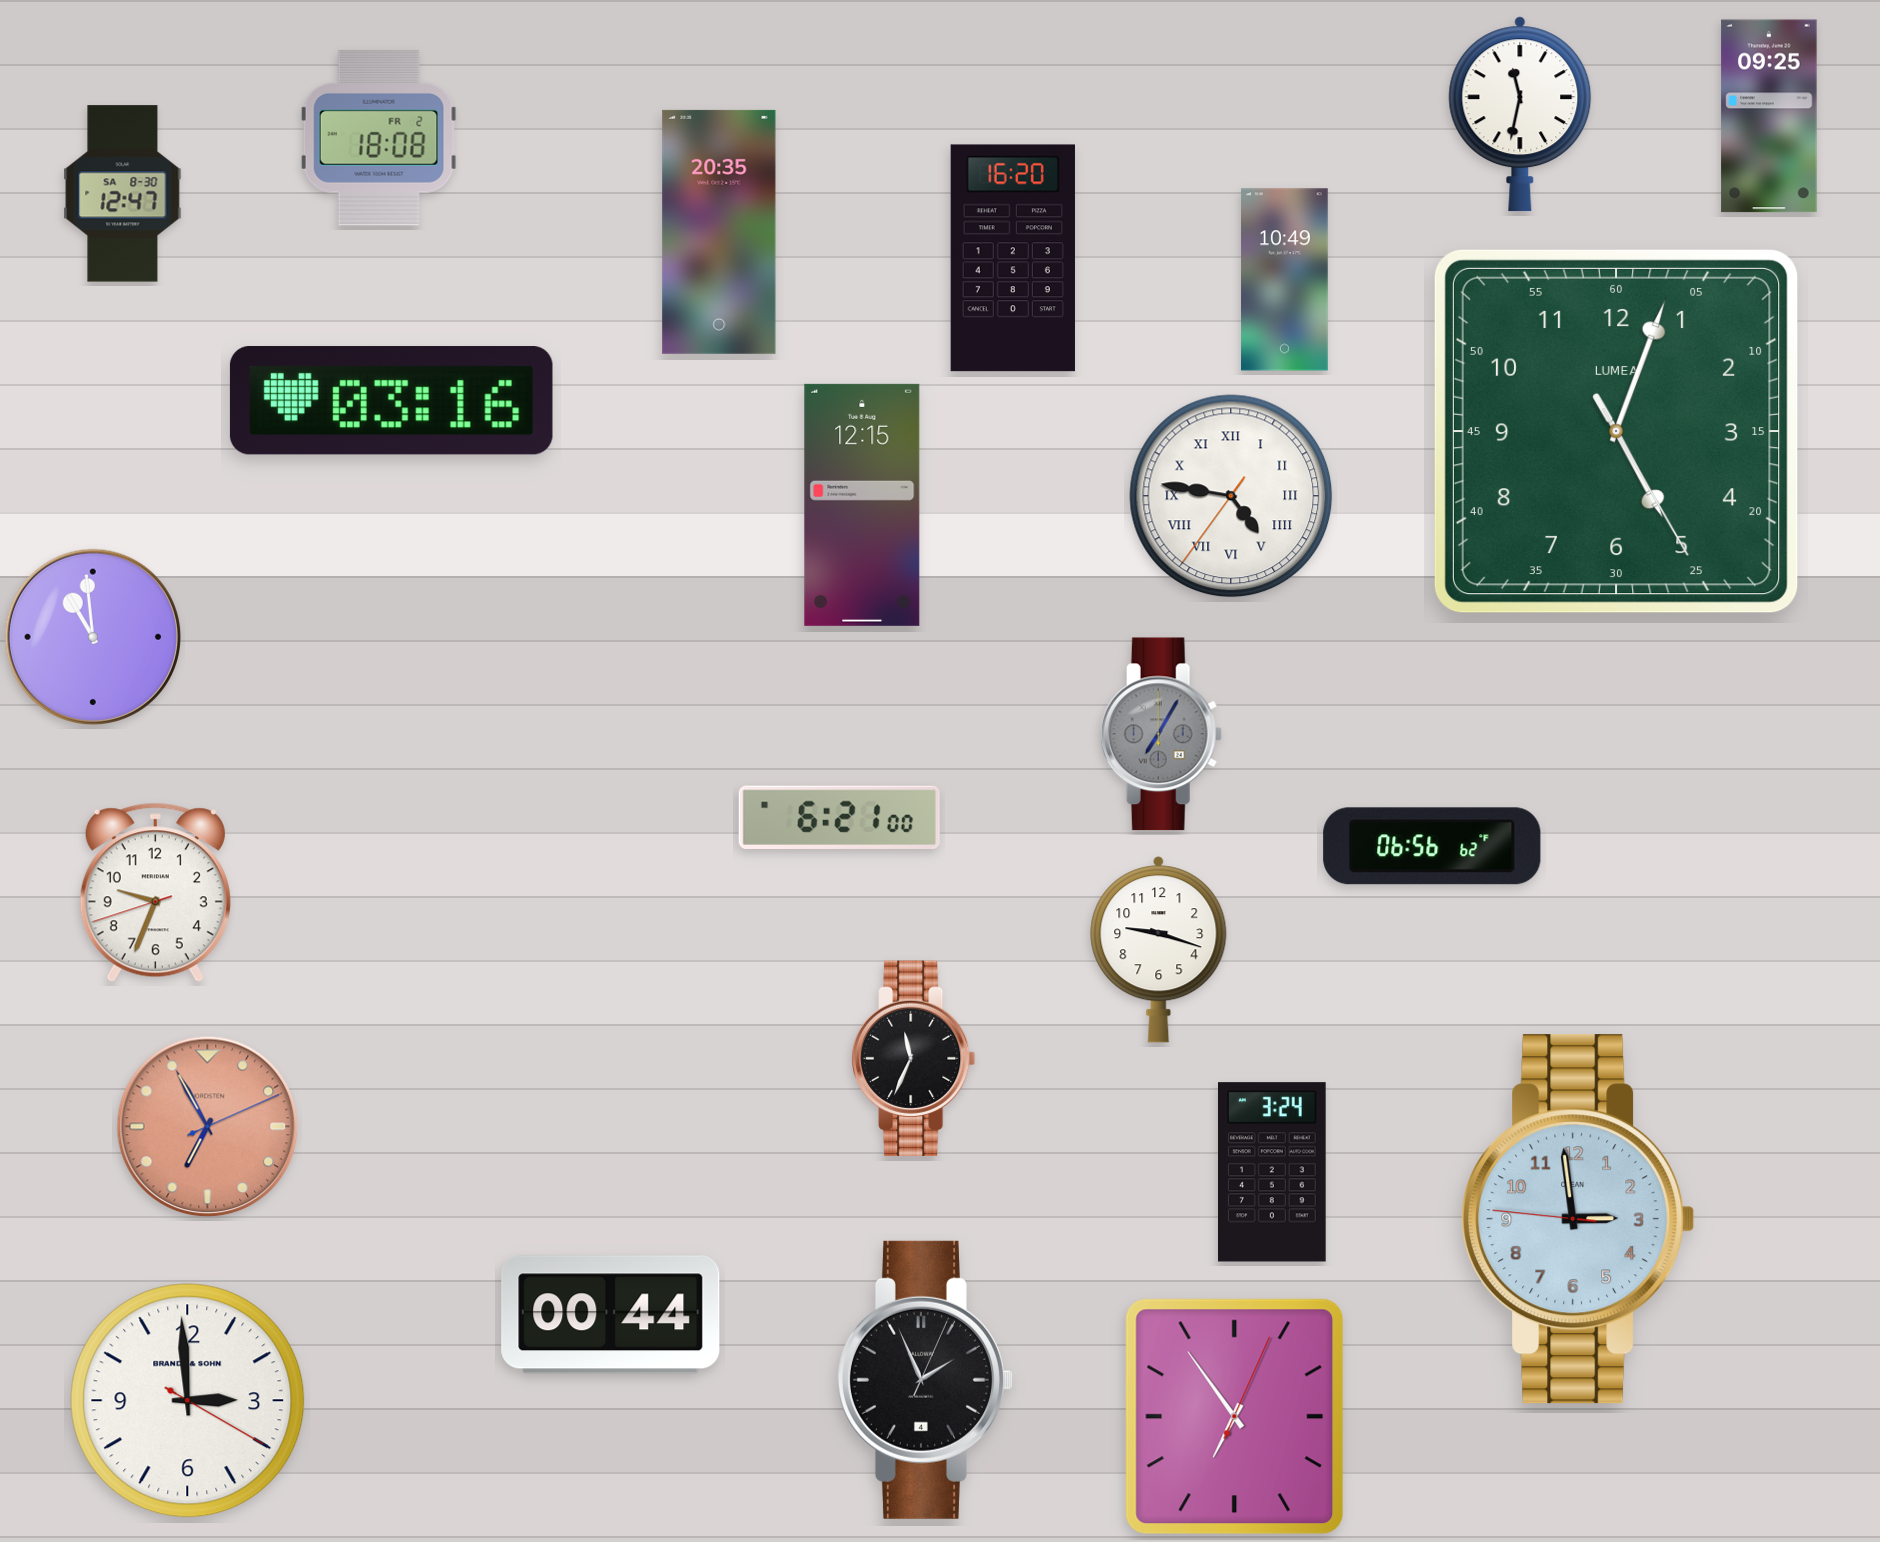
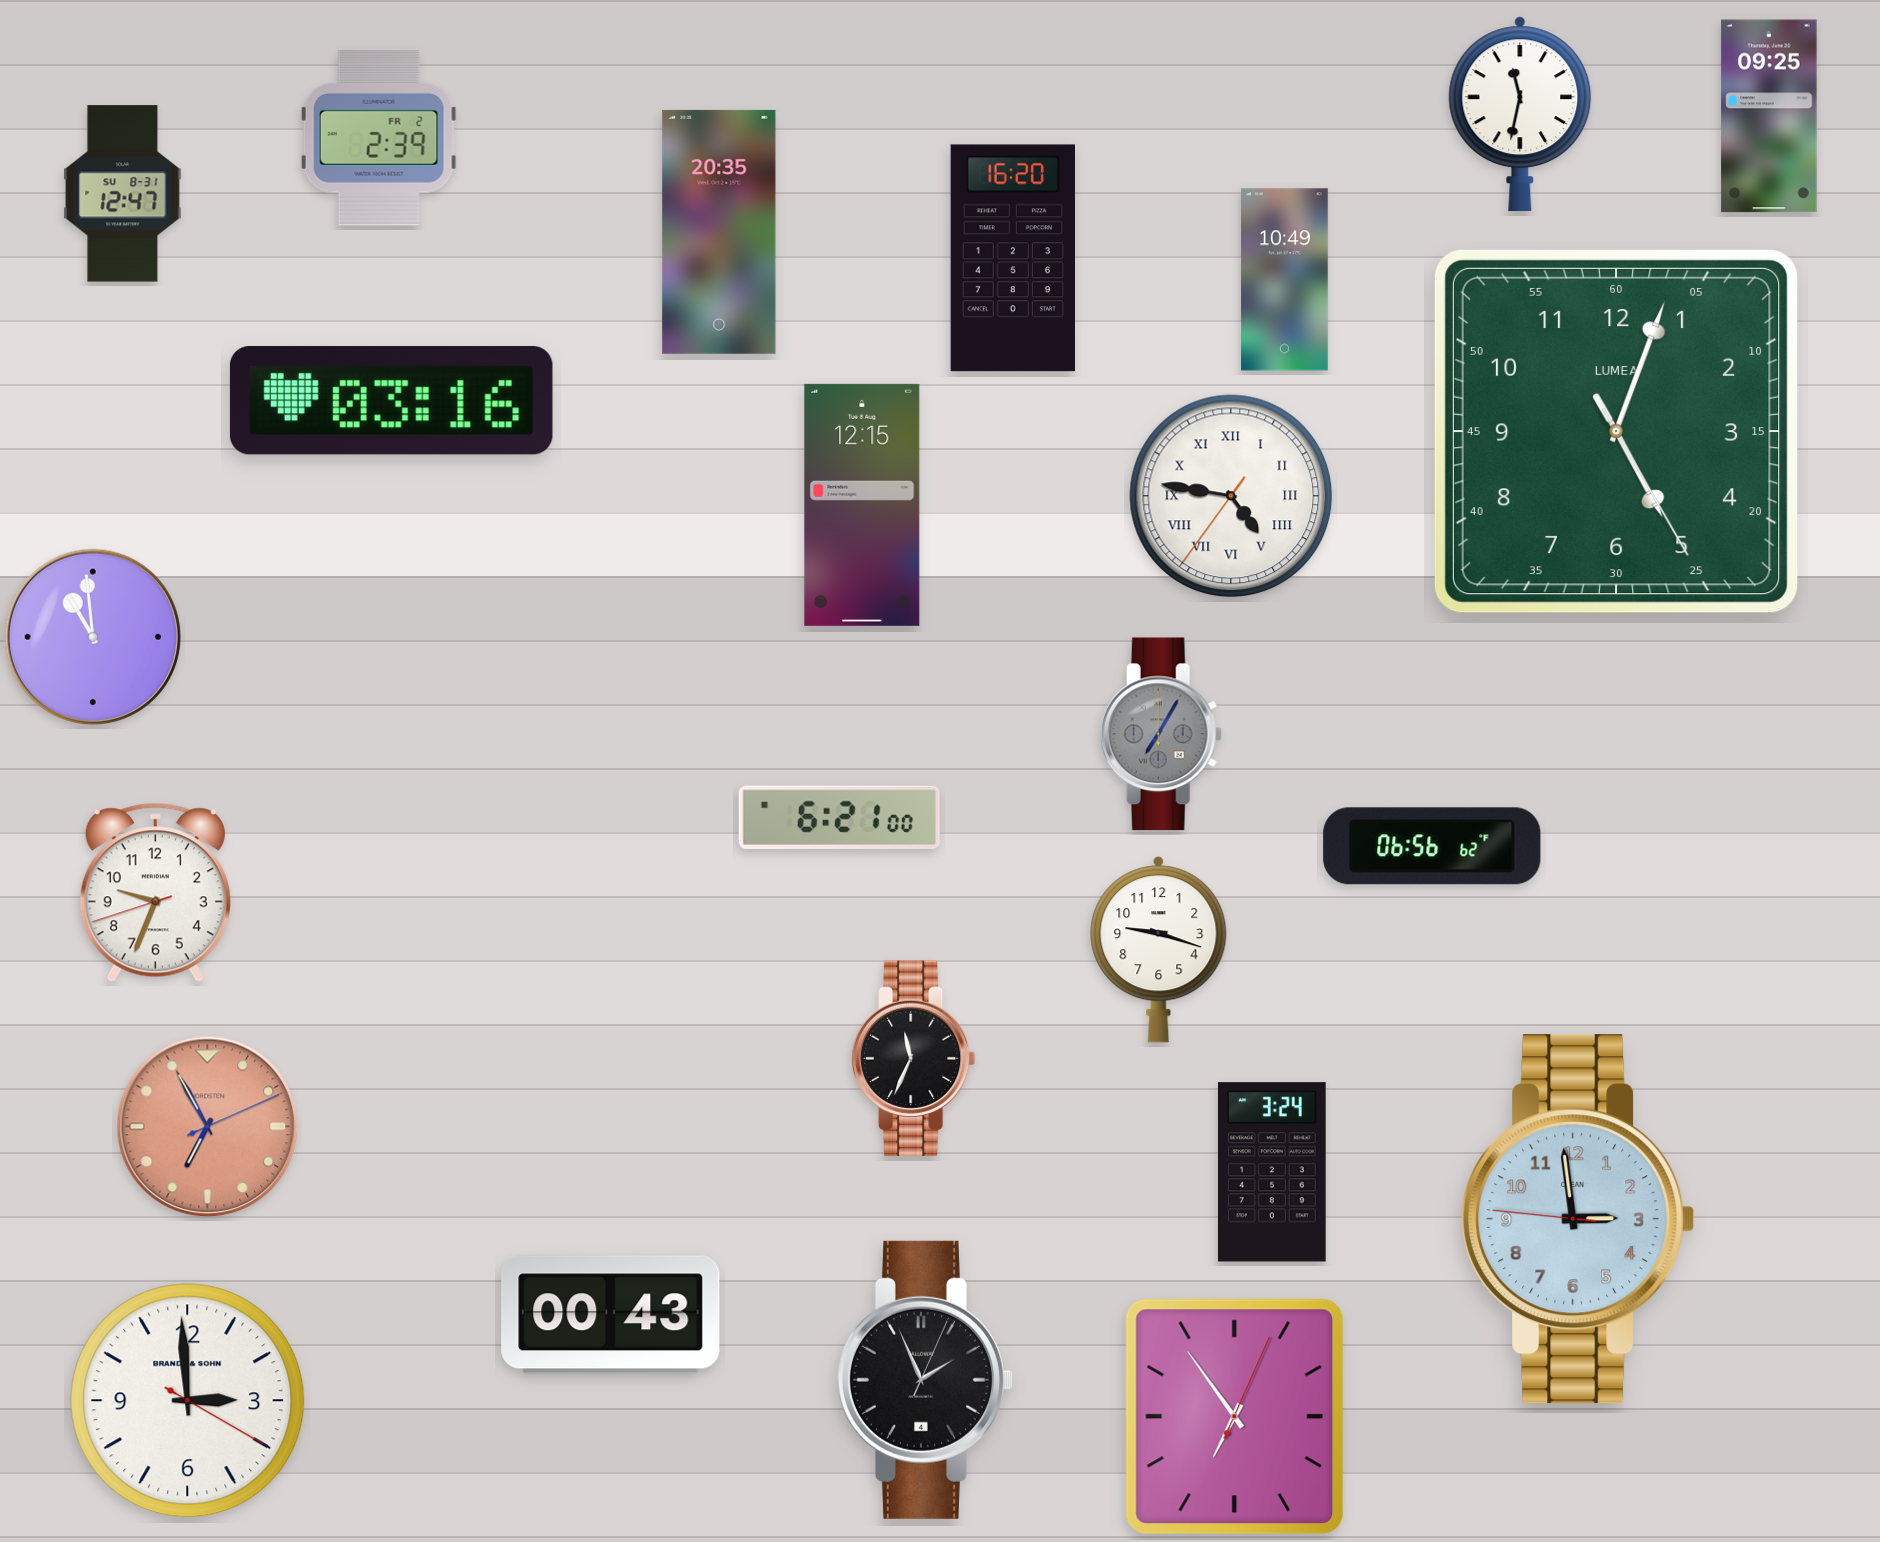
clock at (379, 138): 18:08 -> 2:39
clock at (123, 194) date: SA 8-30 -> SU 8-31
clock at (611, 1315): 00:44 -> 00:43
